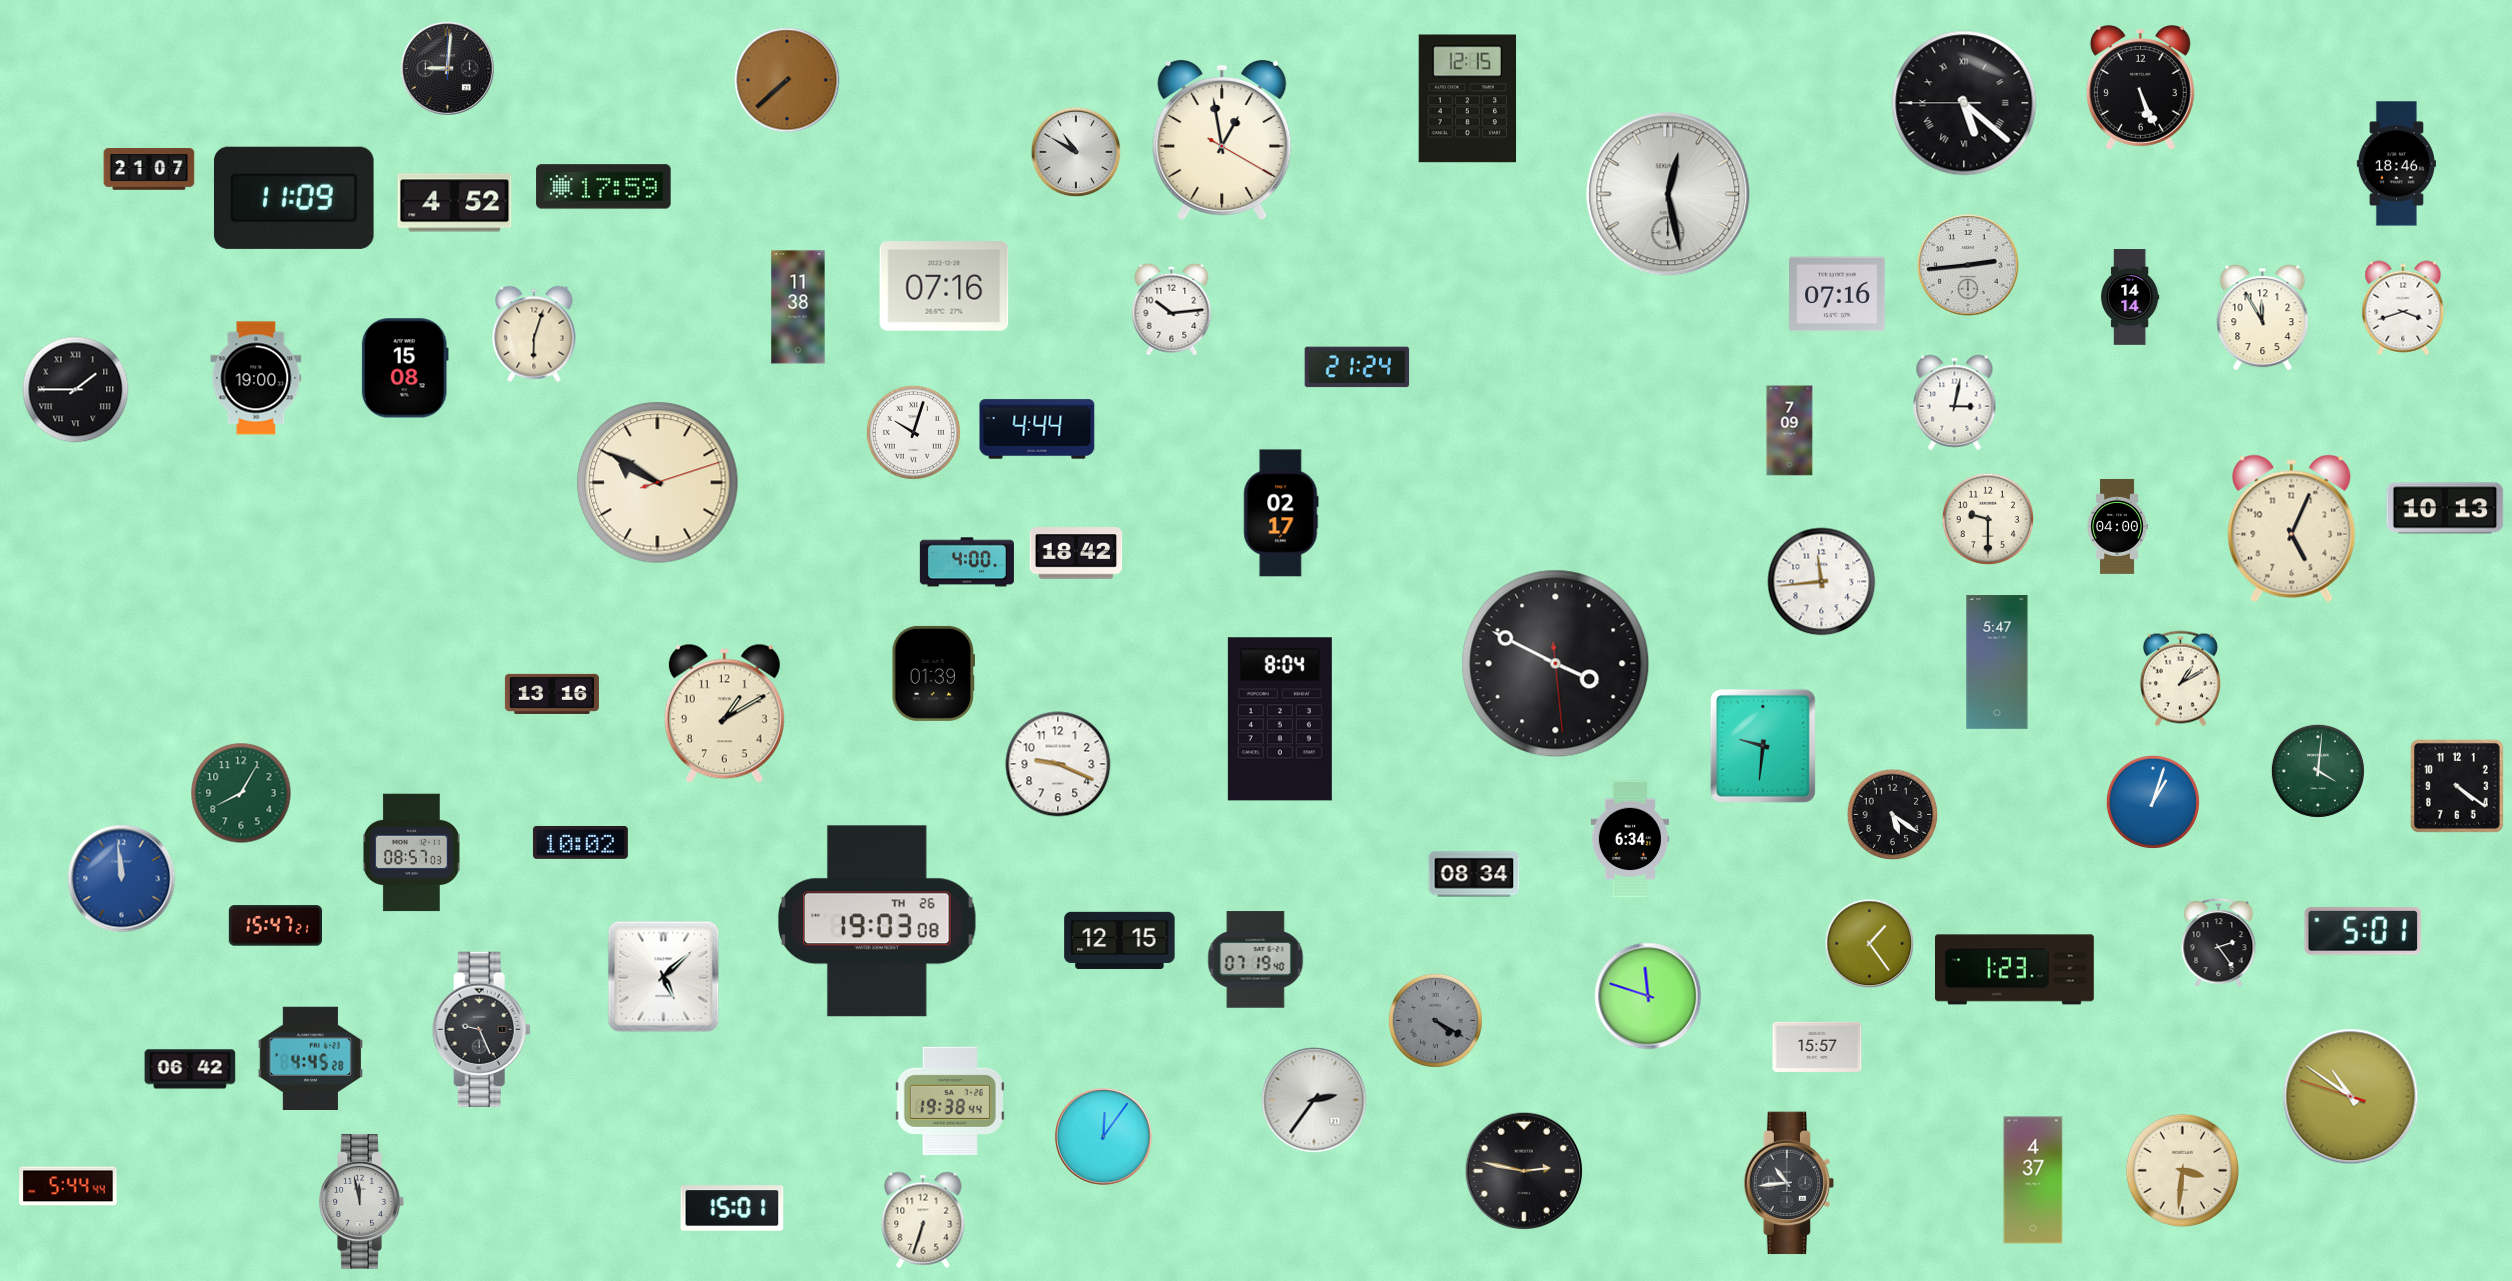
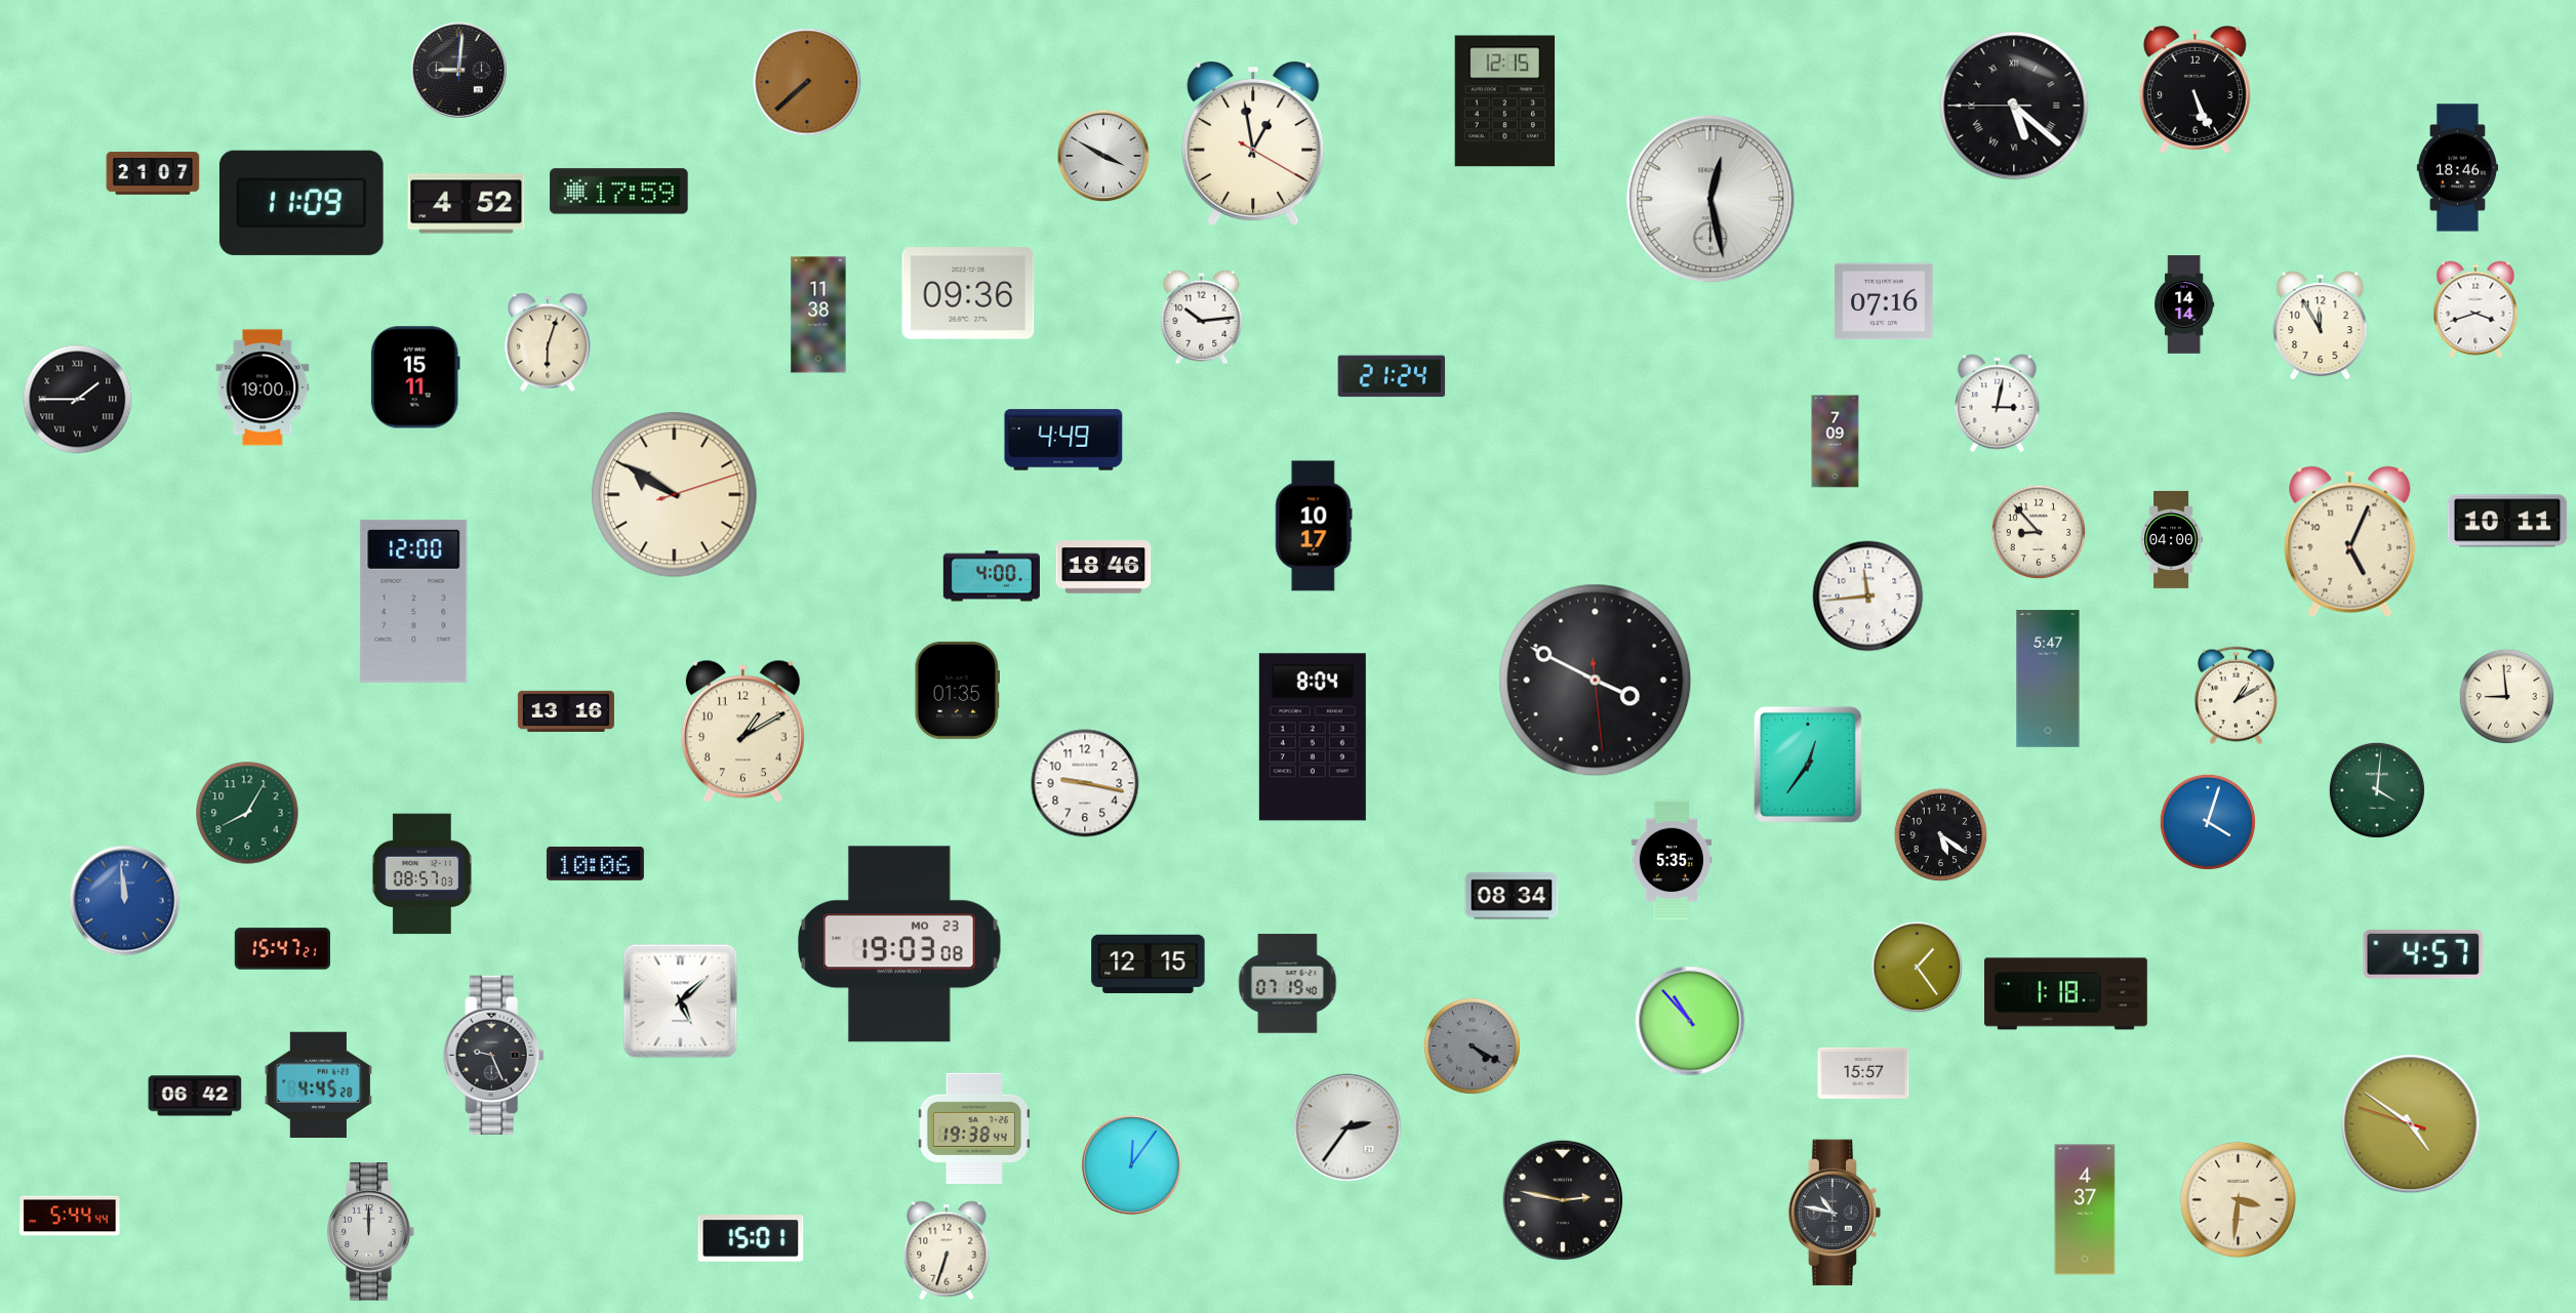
clock at (1076, 152): 10:50 -> 3:50
clock at (455, 203) position: (455, 203) -> (467, 204)
clock at (1968, 265): 2:44 -> none
clock at (944, 286): 07:16 -> 09:36
clock at (2403, 308) position: (2403, 308) -> (2476, 310)
clock at (405, 368): 15:08 -> 15:11
clock at (1955, 403) position: (1955, 403) -> (1998, 404)
clock at (1037, 429): 4:44 -> 4:49
clock at (913, 432): 10:03 -> none
clock at (2445, 508): 10:13 -> 10:11
clock at (1281, 513): 02:17 -> 10:17
clock at (1988, 519): 9:30 -> 8:53
clock at (1076, 553): 18:42 -> 18:46
clock at (414, 601): none -> 12:00
clock at (934, 673): 01:39 -> 01:35
clock at (2506, 696): none -> 8:59
clock at (1763, 746): 9:31 -> 12:36
clock at (1058, 764): 9:19 -> 9:17
clock at (2457, 786): 4:21 -> none
clock at (2153, 802): 1:03 -> 4:03
clock at (1630, 839): 6:34 -> 5:35
clock at (580, 842): 10:02 -> 10:06
clock at (878, 921) date: TH 26 -> MO 23
clock at (2363, 931): 5:01 -> 4:57
clock at (2219, 943): 2:24 -> none
clock at (2015, 970): 1:23 -> 1:18
clock at (1648, 996): 11:48 -> 10:53
clock at (2351, 1097): 10:50 -> 4:50
clock at (1789, 1183): 10:44 -> 10:47
clock at (361, 1202): 11:58 -> 12:00
